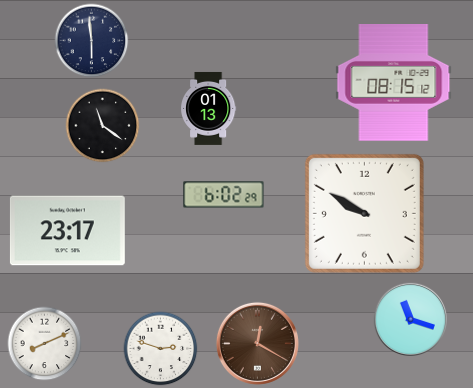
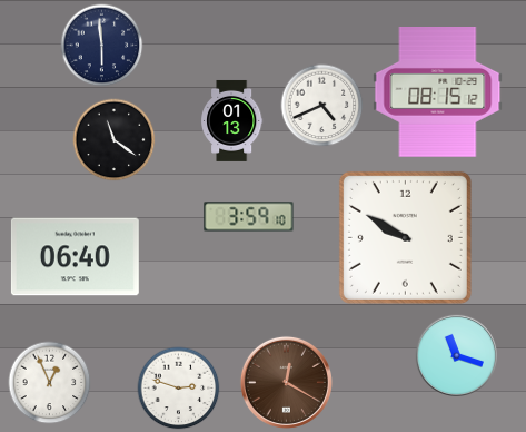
clock at (322, 106): none -> 4:41
clock at (224, 195): 6:02 -> 3:59
clock at (67, 231): 23:17 -> 06:40
clock at (45, 344): 8:11 -> 12:56
